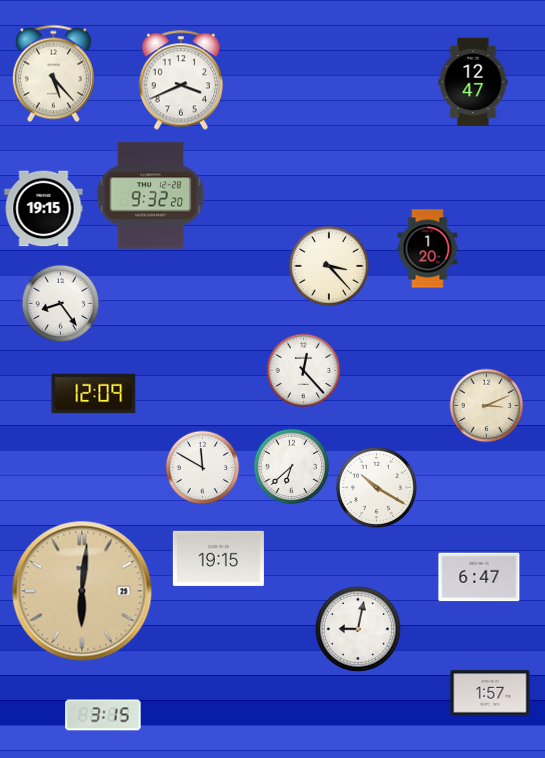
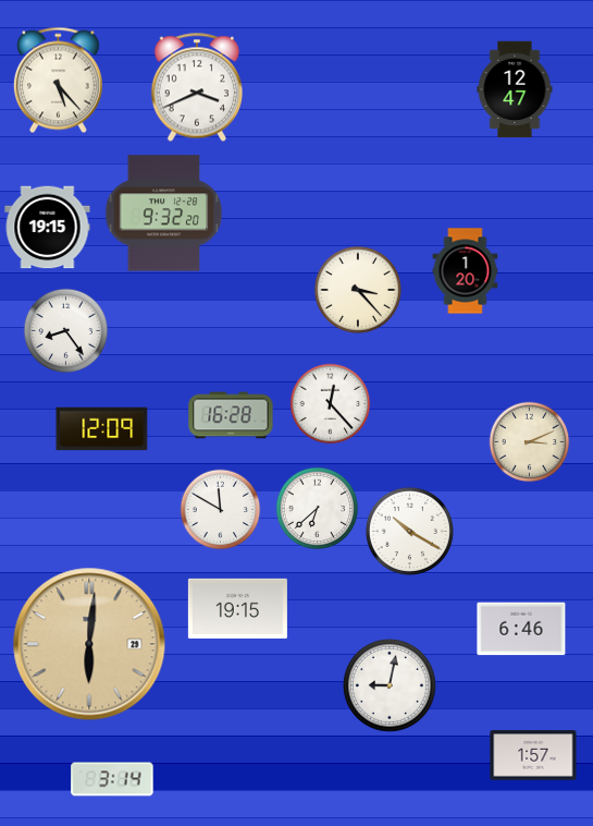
clock at (231, 415): none -> 16:28
clock at (479, 577): 6:47 -> 6:46
clock at (103, 715): 3:15 -> 3:14
